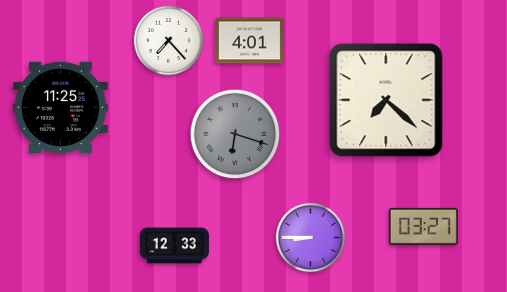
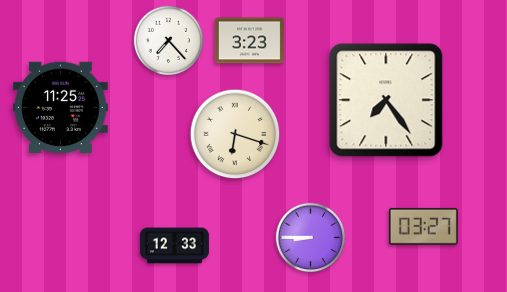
clock at (249, 41): 4:01 -> 3:23
clock at (386, 100): 7:22 -> 7:24
clock at (235, 134) dial: grey -> cream
